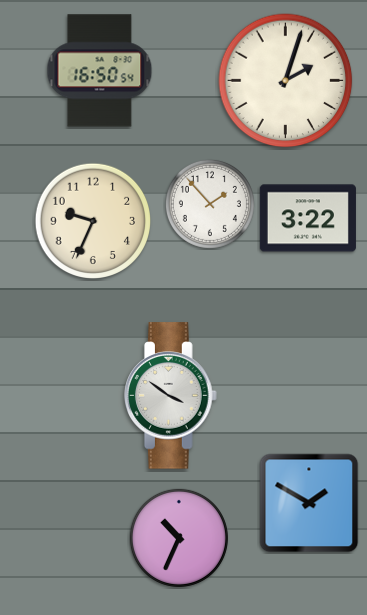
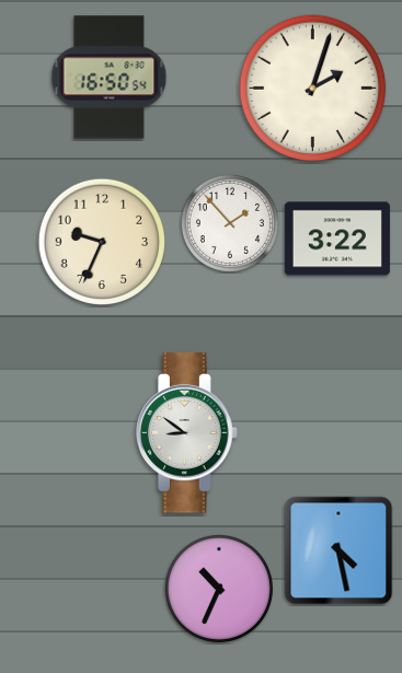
clock at (171, 396): 3:51 -> 8:51
clock at (309, 503): 1:50 -> 4:28
clock at (179, 538) position: (179, 538) -> (219, 589)
